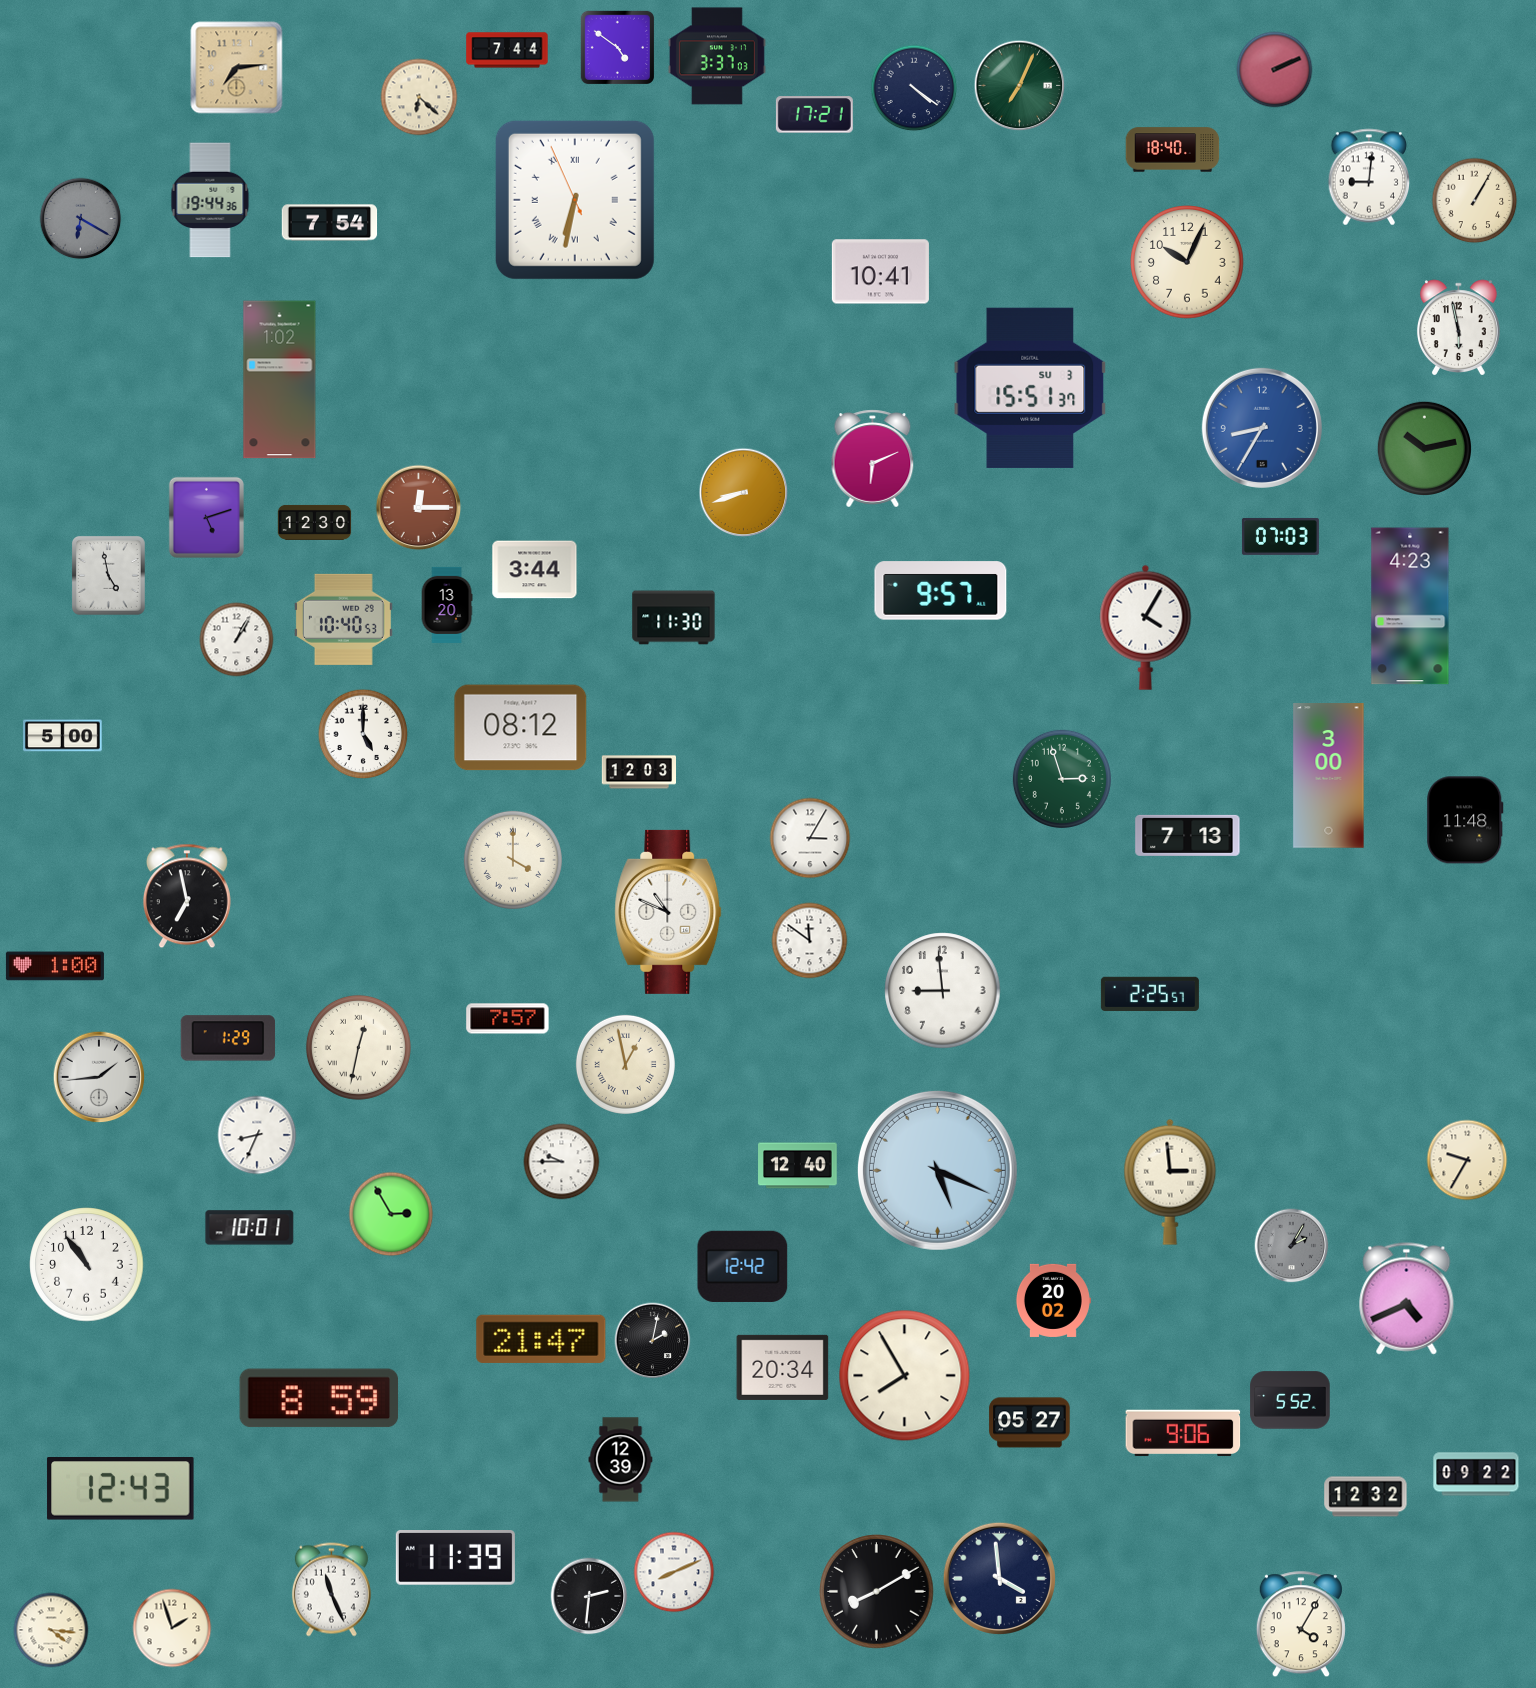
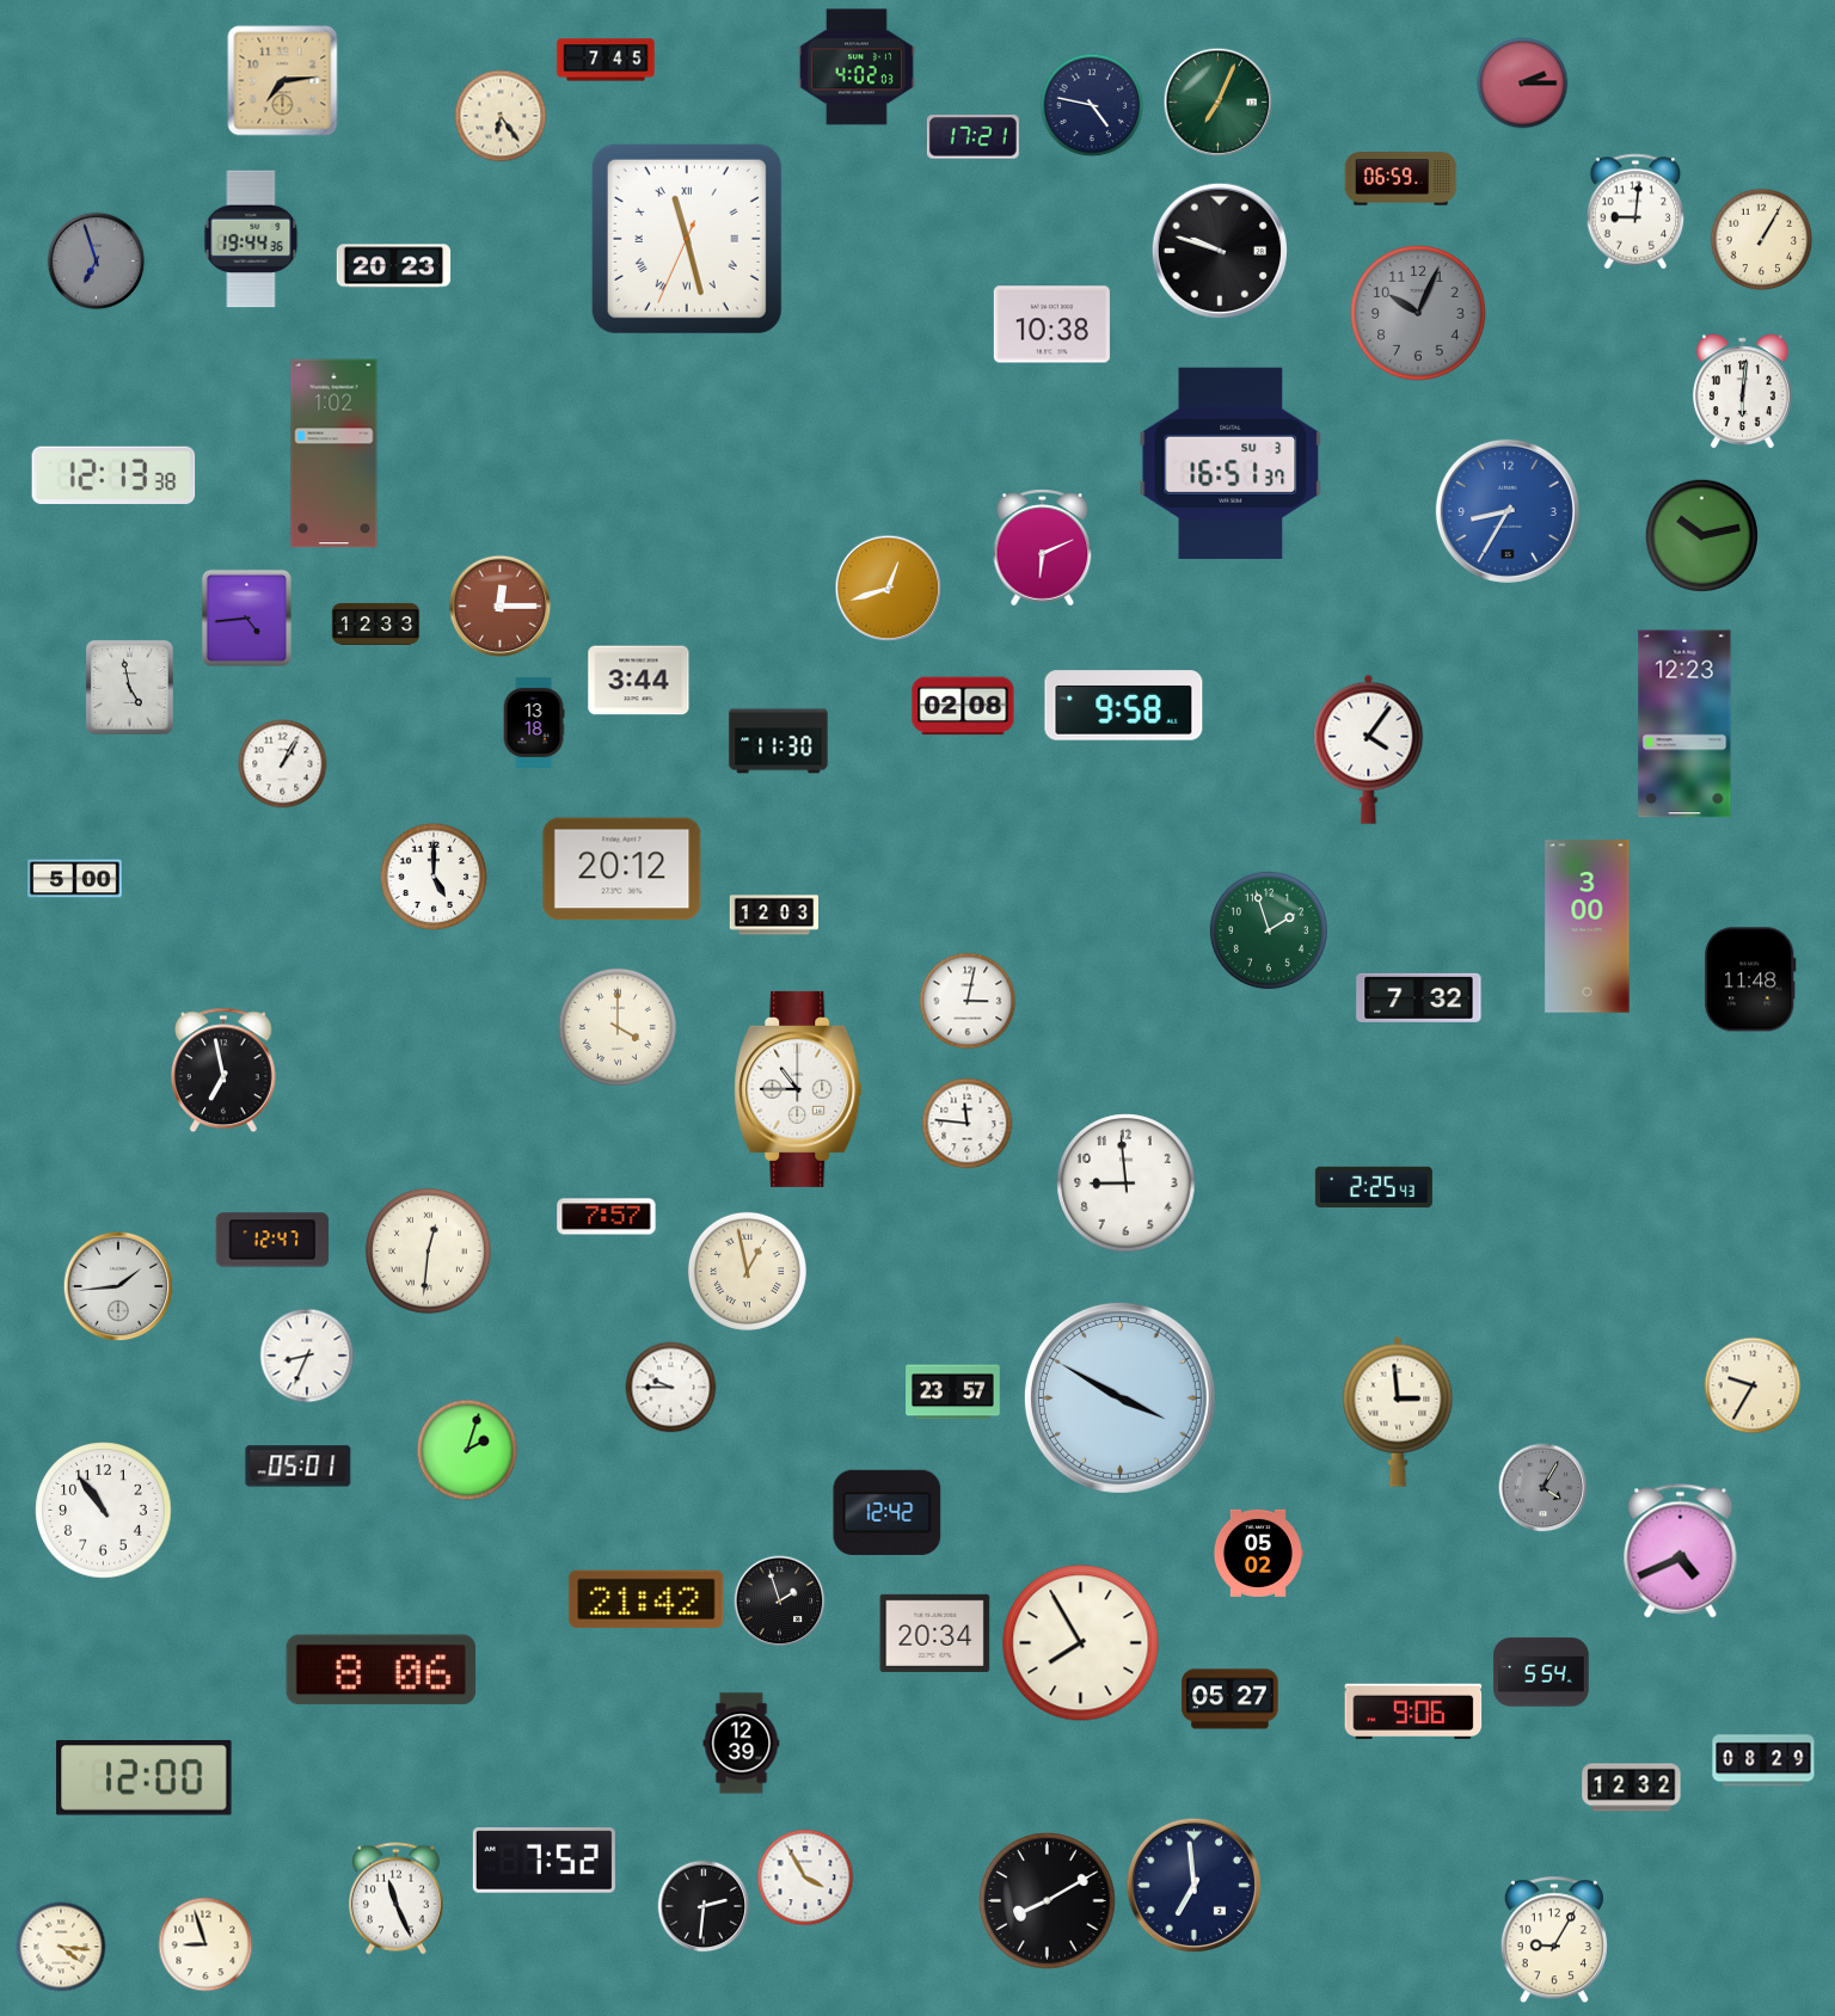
clock at (617, 47): 4:51 -> none
clock at (507, 50): 7:44 -> 7:45
clock at (717, 56): 3:37 -> 4:02
clock at (1275, 70): 2:11 -> 2:15
clock at (914, 88): 4:21 -> 4:47
clock at (419, 97): 6:22 -> 6:24
clock at (1173, 150): 18:40 -> 06:59
clock at (575, 200): 6:31 -> 11:27
clock at (1220, 251): none -> 9:48
clock at (81, 219): 6:20 -> 6:57
clock at (330, 223): 7:54 -> 20:23
clock at (1187, 262) dial: cream -> grey
clock at (880, 272): 10:41 -> 10:38
clock at (1458, 328): 5:58 -> 6:01
clock at (1030, 388): 15:51 -> 16:51
clock at (113, 475): none -> 12:13
clock at (744, 493): 8:42 -> 12:42
clock at (206, 517): 5:12 -> 4:44
clock at (315, 522): 12:30 -> 12:33
clock at (1280, 536): 07:03 -> none
clock at (963, 706): none -> 02:08
clock at (941, 591): 9:57 -> 9:58
clock at (447, 605): 13:20 -> 13:18
clock at (1410, 606): 4:23 -> 12:23
clock at (674, 618) position: (674, 618) -> (779, 742)
clock at (343, 619): 10:40 -> none
clock at (1146, 627): 4:05 -> 4:06
clock at (521, 728): 08:12 -> 20:12
clock at (638, 772) position: (638, 772) -> (773, 915)
clock at (1062, 779): 2:57 -> 1:57
clock at (1188, 835): 7:13 -> 7:32
clock at (810, 838): 3:05 -> 3:02
clock at (513, 860) position: (513, 860) -> (618, 1027)
clock at (668, 912): 10:49 -> 10:45
clock at (810, 941): 11:51 -> 11:46
clock at (55, 966): 1:00 -> none
clock at (1150, 994): 2:25:57 -> 2:25:43
clock at (228, 1038): 1:29 -> 12:47
clock at (358, 1047): 12:32 -> 12:31
clock at (798, 1166): 12:40 -> 23:57
clock at (937, 1170): 5:19 -> 3:50
clock at (391, 1214): 2:55 -> 2:03
clock at (250, 1228): 10:01 -> 05:01
clock at (1292, 1246): 2:05 -> 4:05
clock at (1053, 1300): 20:02 -> 05:02
clock at (541, 1339): 21:47 -> 21:42
clock at (653, 1341): 2:02 -> 1:57
clock at (319, 1398): 8:59 -> 8:06
clock at (1290, 1400): 5:52 -> 5:54
clock at (1476, 1474): 09:22 -> 08:29
clock at (121, 1489): 12:43 -> 12:00
clock at (455, 1558): 11:39 -> 7:52
clock at (674, 1572): 8:11 -> 3:55
clock at (999, 1578): 3:59 -> 6:59
clock at (1301, 1625): 4:05 -> 9:05
clock at (172, 1628): 1:57 -> 8:57
